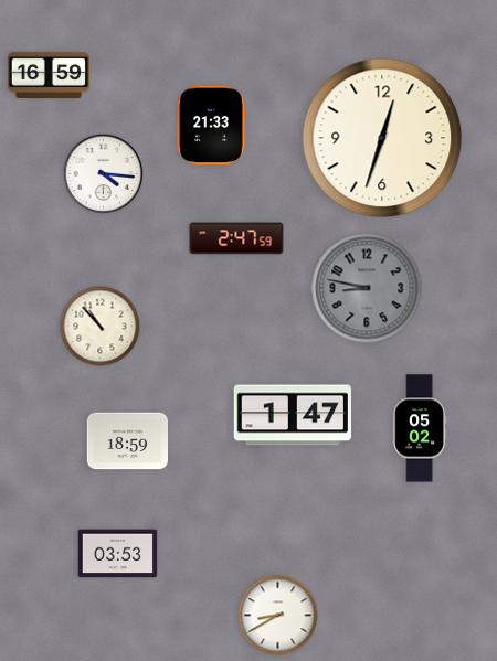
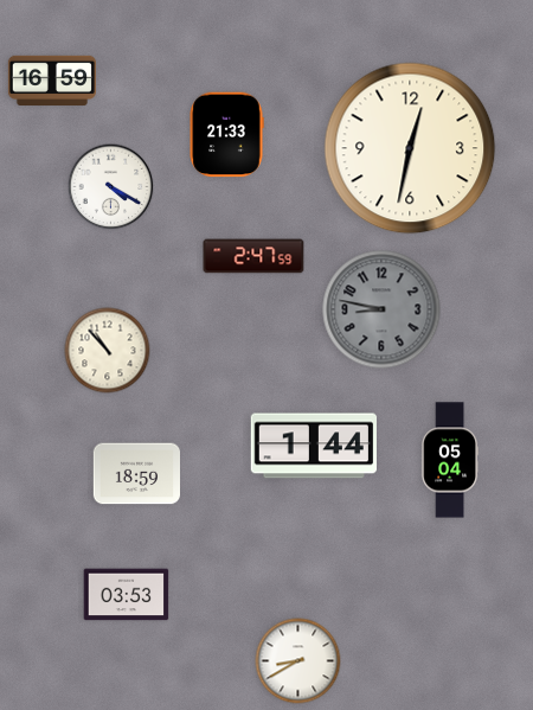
clock at (382, 138): 12:33 -> 12:32
clock at (104, 174): 4:16 -> 4:20
clock at (367, 288) position: (367, 288) -> (381, 309)
clock at (292, 415): 1:47 -> 1:44
clock at (420, 428): 05:02 -> 05:04
